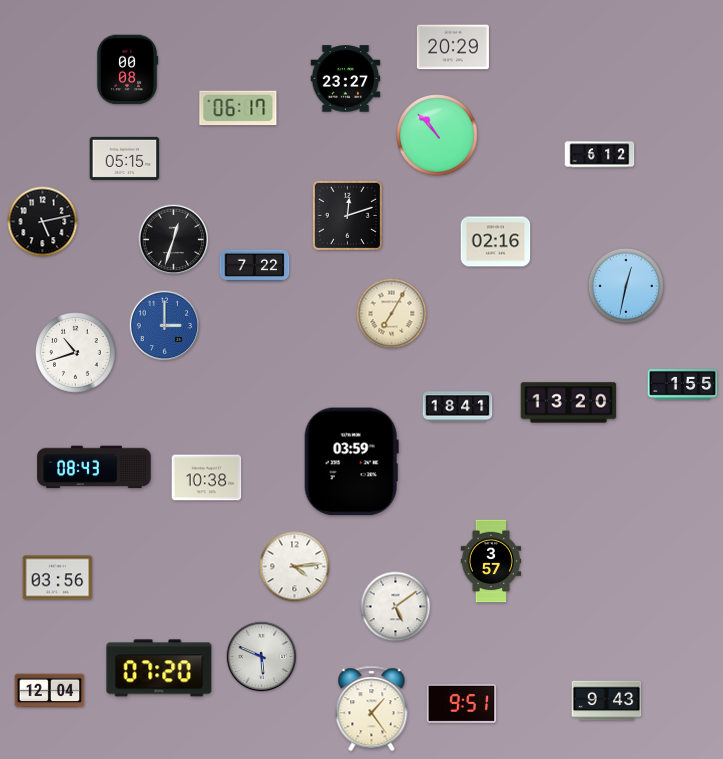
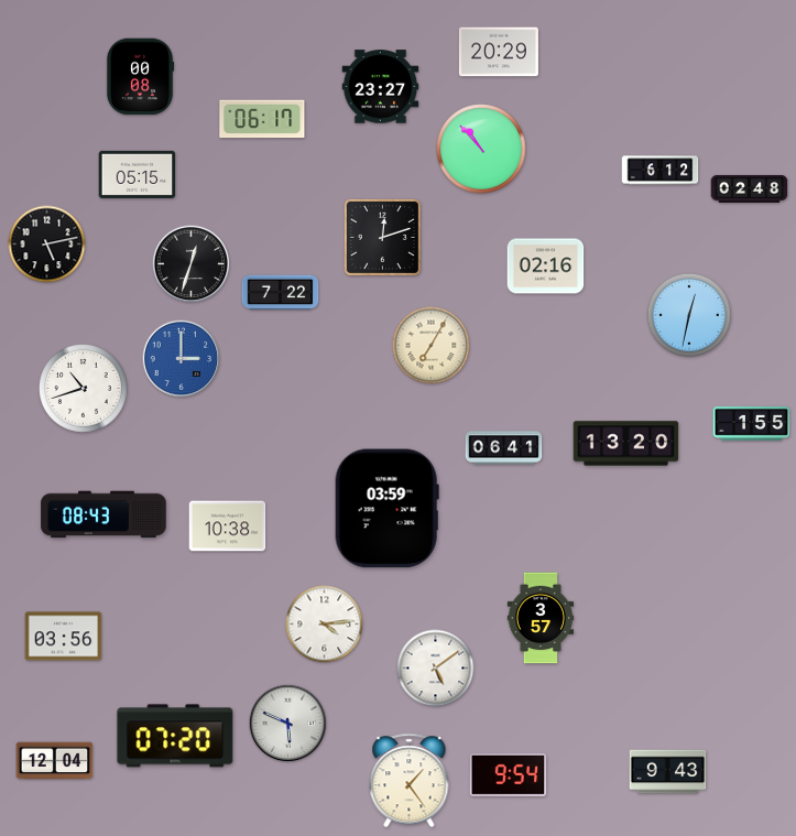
clock at (750, 188): none -> 02:48
clock at (458, 407): 18:41 -> 06:41
clock at (462, 703): 9:51 -> 9:54
